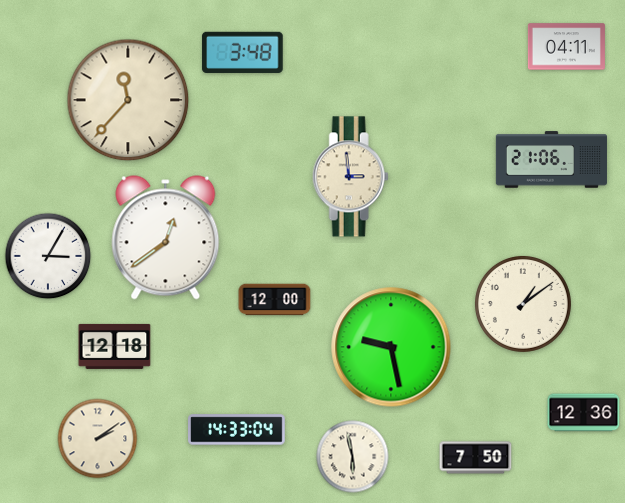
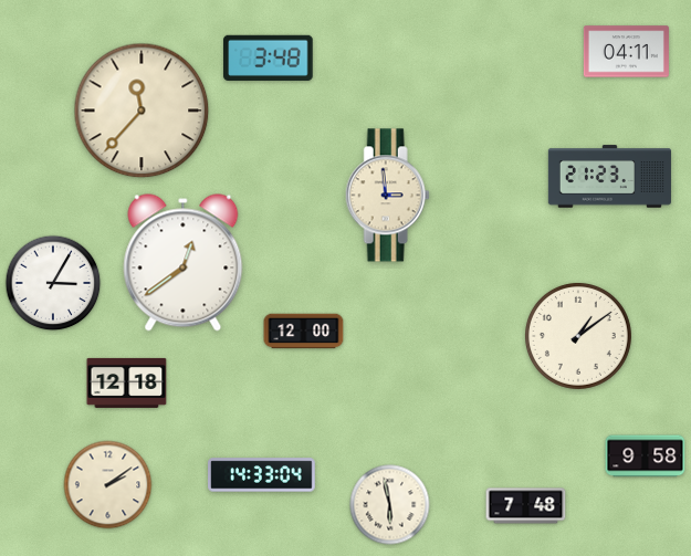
clock at (551, 160): 21:06 -> 21:23
clock at (391, 347): 9:28 -> none
clock at (584, 413): 12:36 -> 9:58
clock at (476, 458): 7:50 -> 7:48
